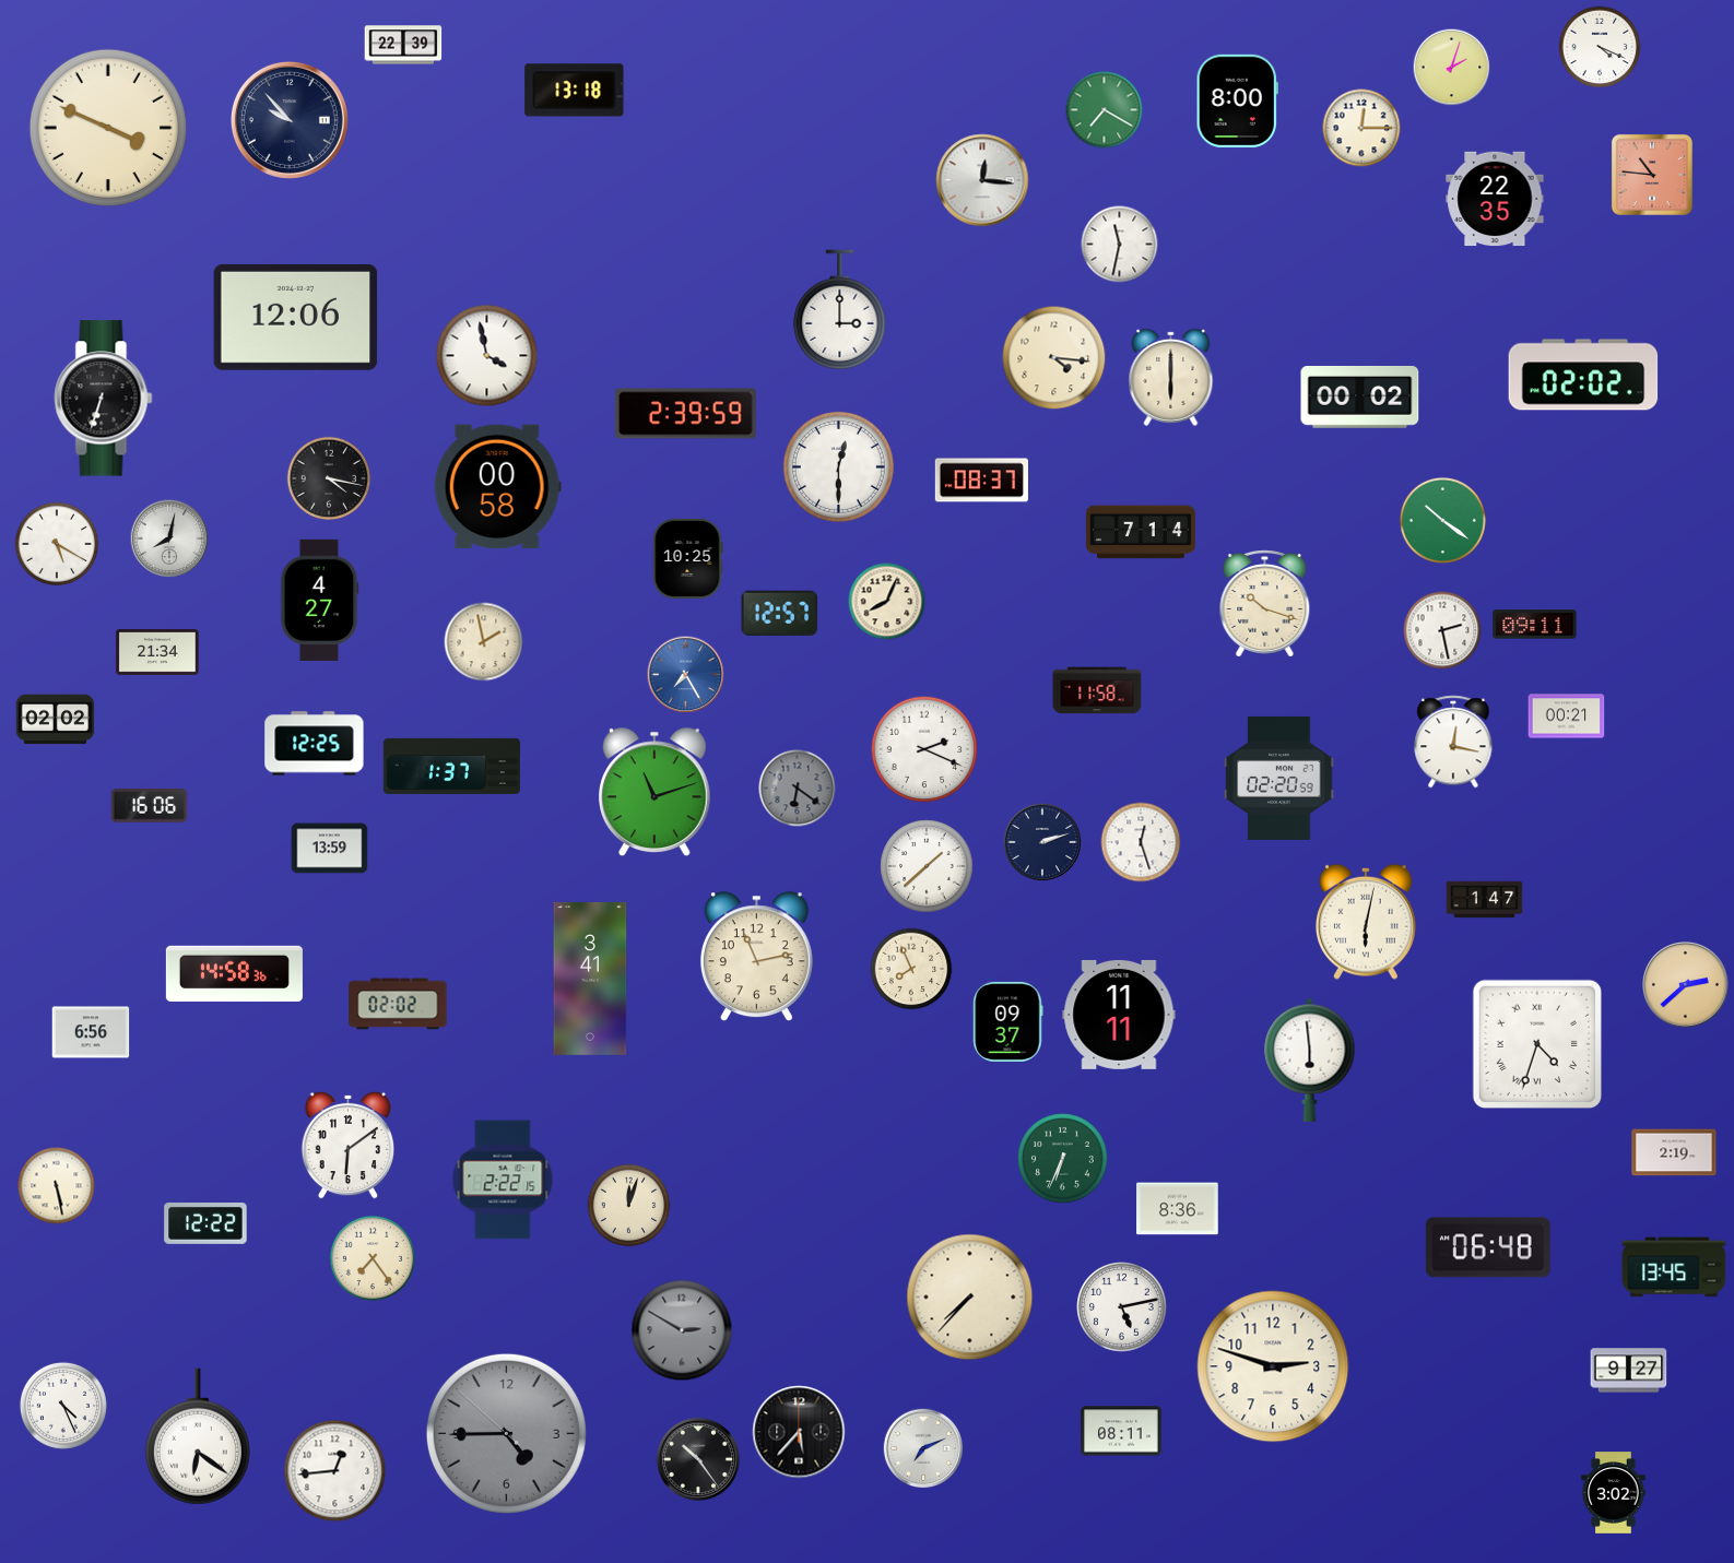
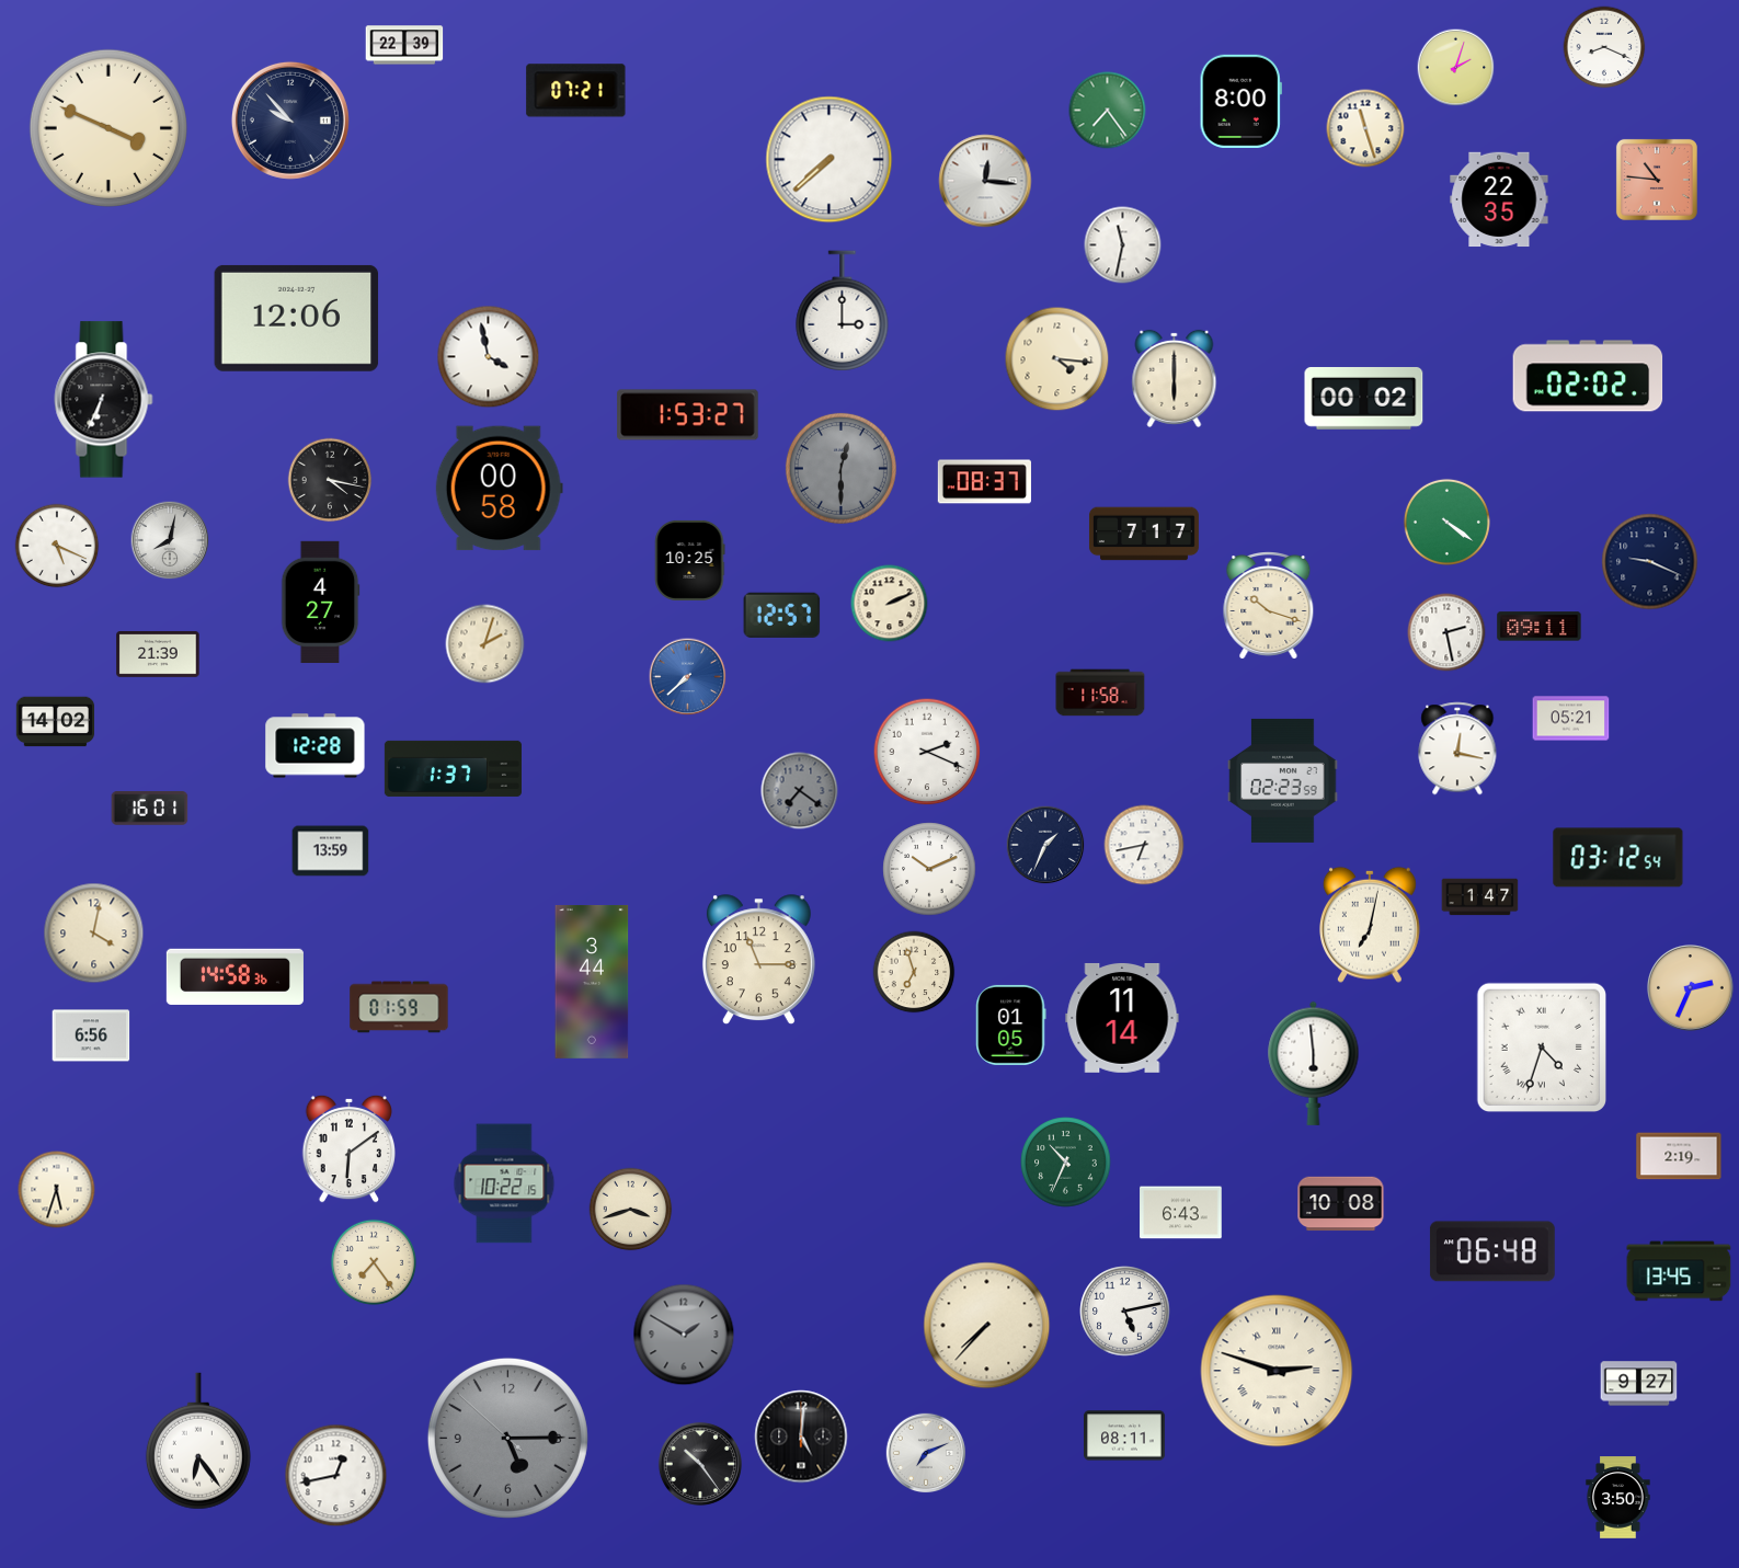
clock at (1600, 47): 4:19 -> 8:19
clock at (575, 91): 13:18 -> 07:21
clock at (1105, 110): 7:20 -> 7:24
clock at (1361, 128): 12:15 -> 11:27
clock at (830, 160): none -> 7:38
clock at (1652, 175) position: (1652, 175) -> (1657, 180)
clock at (104, 399): 6:33 -> 6:34
clock at (686, 414): 2:39 -> 1:53
clock at (838, 466) dial: white -> grey
clock at (1442, 520): 10:21 -> 4:21
clock at (1141, 532): 7:14 -> 7:17
clock at (57, 544): 5:20 -> 5:19
clock at (1650, 562): none -> 9:19
clock at (887, 602): 8:04 -> 2:11
clock at (484, 642): 1:58 -> 2:03
clock at (157, 653): 21:34 -> 21:39
clock at (686, 675): 7:25 -> 7:38
clock at (1567, 717): 00:21 -> 05:21
clock at (56, 720): 02:02 -> 14:02
clock at (1453, 742) position: (1453, 742) -> (1457, 748)
clock at (315, 744): 12:25 -> 12:28
clock at (1279, 778): 02:20 -> 02:23
clock at (798, 789): 6:21 -> 7:21
clock at (656, 792): 11:12 -> none
clock at (150, 806): 16:06 -> 16:01
clock at (1042, 842): 2:12 -> 1:34
clock at (1141, 842): 12:27 -> 6:43
clock at (1618, 858): none -> 03:12
clock at (927, 866): 1:38 -> 10:11
clock at (1485, 900) position: (1485, 900) -> (1480, 897)
clock at (1366, 922): 6:02 -> 7:02
clock at (94, 934): none -> 4:02
clock at (756, 957): 11:13 -> 11:15
clock at (911, 969): 7:56 -> 6:57
clock at (590, 979): 3:41 -> 3:44
clock at (1686, 985): 2:38 -> 2:34
clock at (398, 1004): 02:02 -> 01:59
clock at (1119, 1015): 11:11 -> 11:14
clock at (1008, 1021): 09:37 -> 01:05
clock at (1063, 1159): 6:34 -> 10:34
clock at (503, 1180): 2:22 -> 10:22
clock at (57, 1186): 5:28 -> 5:33
clock at (1341, 1204): none -> 10:08
clock at (629, 1206): 12:03 -> 3:42
clock at (1178, 1209): 8:36 -> 6:43
clock at (205, 1223): 12:22 -> none
clock at (970, 1298) position: (970, 1298) -> (987, 1326)
clock at (682, 1330): 2:50 -> 1:50
clock at (1273, 1366) numerals: Arabic -> Roman
clock at (1629, 1371) position: (1629, 1371) -> (1639, 1384)
clock at (63, 1406): 4:26 -> none
clock at (799, 1432): 5:37 -> 5:01
clock at (506, 1433): 4:44 -> 5:14
clock at (198, 1436): 6:21 -> 6:24
clock at (335, 1471): 12:44 -> 12:43
clock at (1614, 1493): 3:02 -> 3:50
